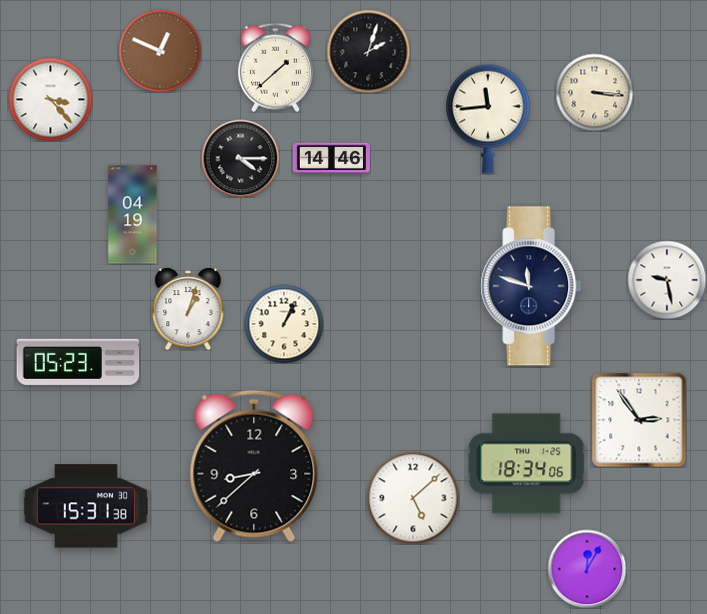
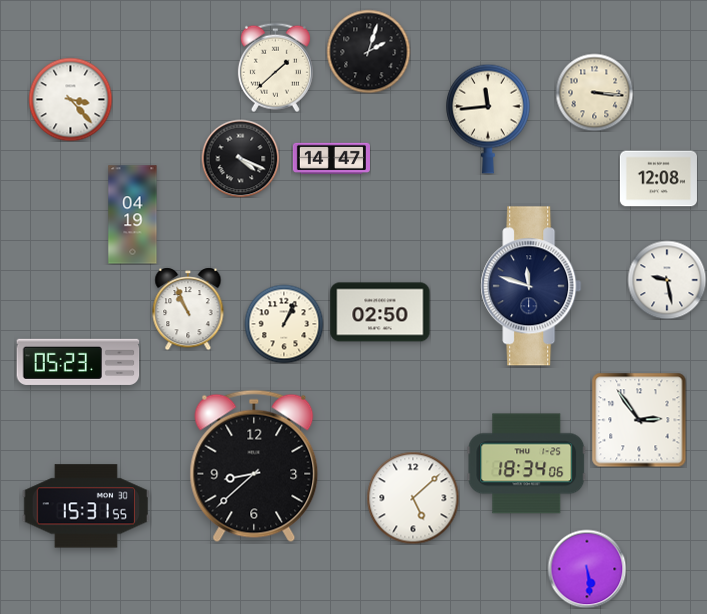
clock at (160, 51): 12:49 -> none
clock at (50, 99) position: (50, 99) -> (70, 99)
clock at (240, 158): 4:15 -> 4:19
clock at (331, 159): 14:46 -> 14:47
clock at (658, 179): none -> 12:08
clock at (188, 309): 1:03 -> 10:56
clock at (380, 312): none -> 02:50
clock at (86, 506): 15:31:38 -> 15:31:55
clock at (587, 569): 12:05 -> 5:29
